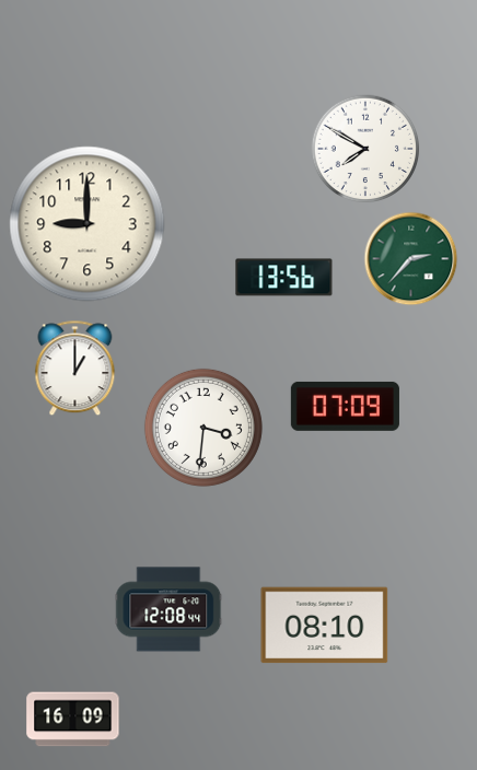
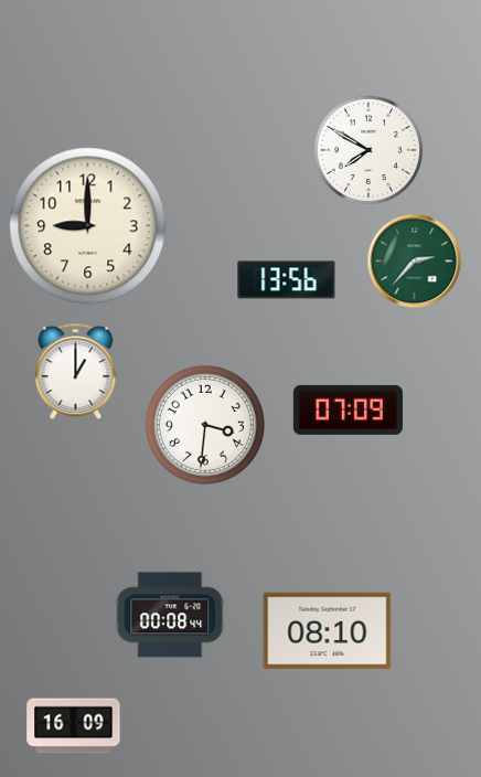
clock at (203, 428) position: (203, 428) -> (205, 425)
clock at (168, 609): 12:08 -> 00:08
